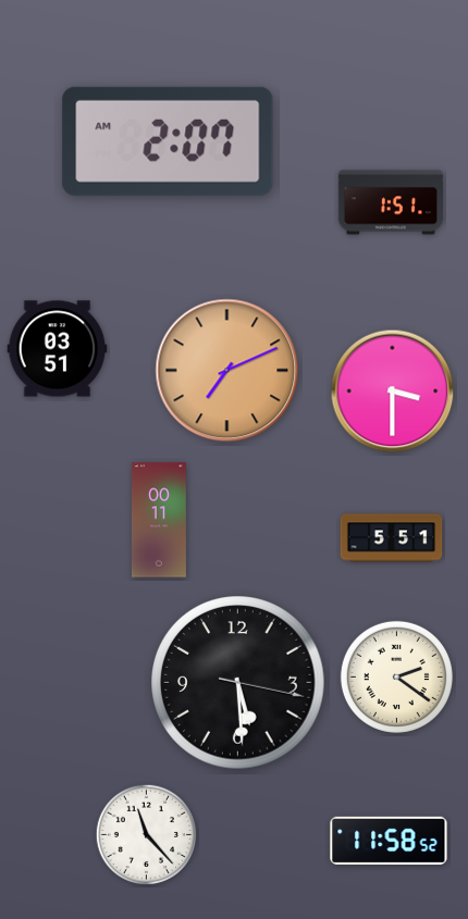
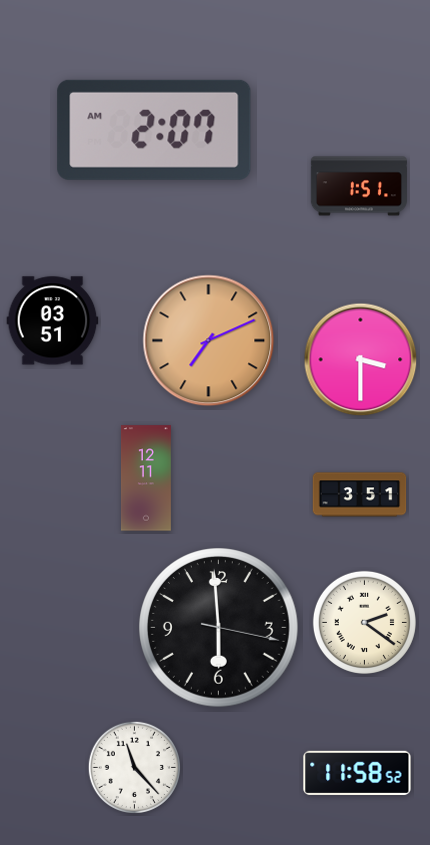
clock at (159, 520): 00:11 -> 12:11
clock at (392, 538): 5:51 -> 3:51
clock at (238, 683): 5:29 -> 5:59
